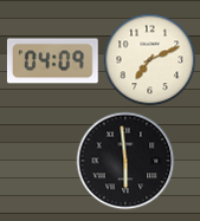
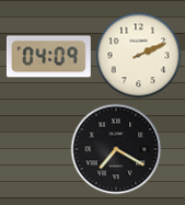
clock at (149, 59): 7:11 -> 2:11
clock at (125, 161): 5:59 -> 7:20
